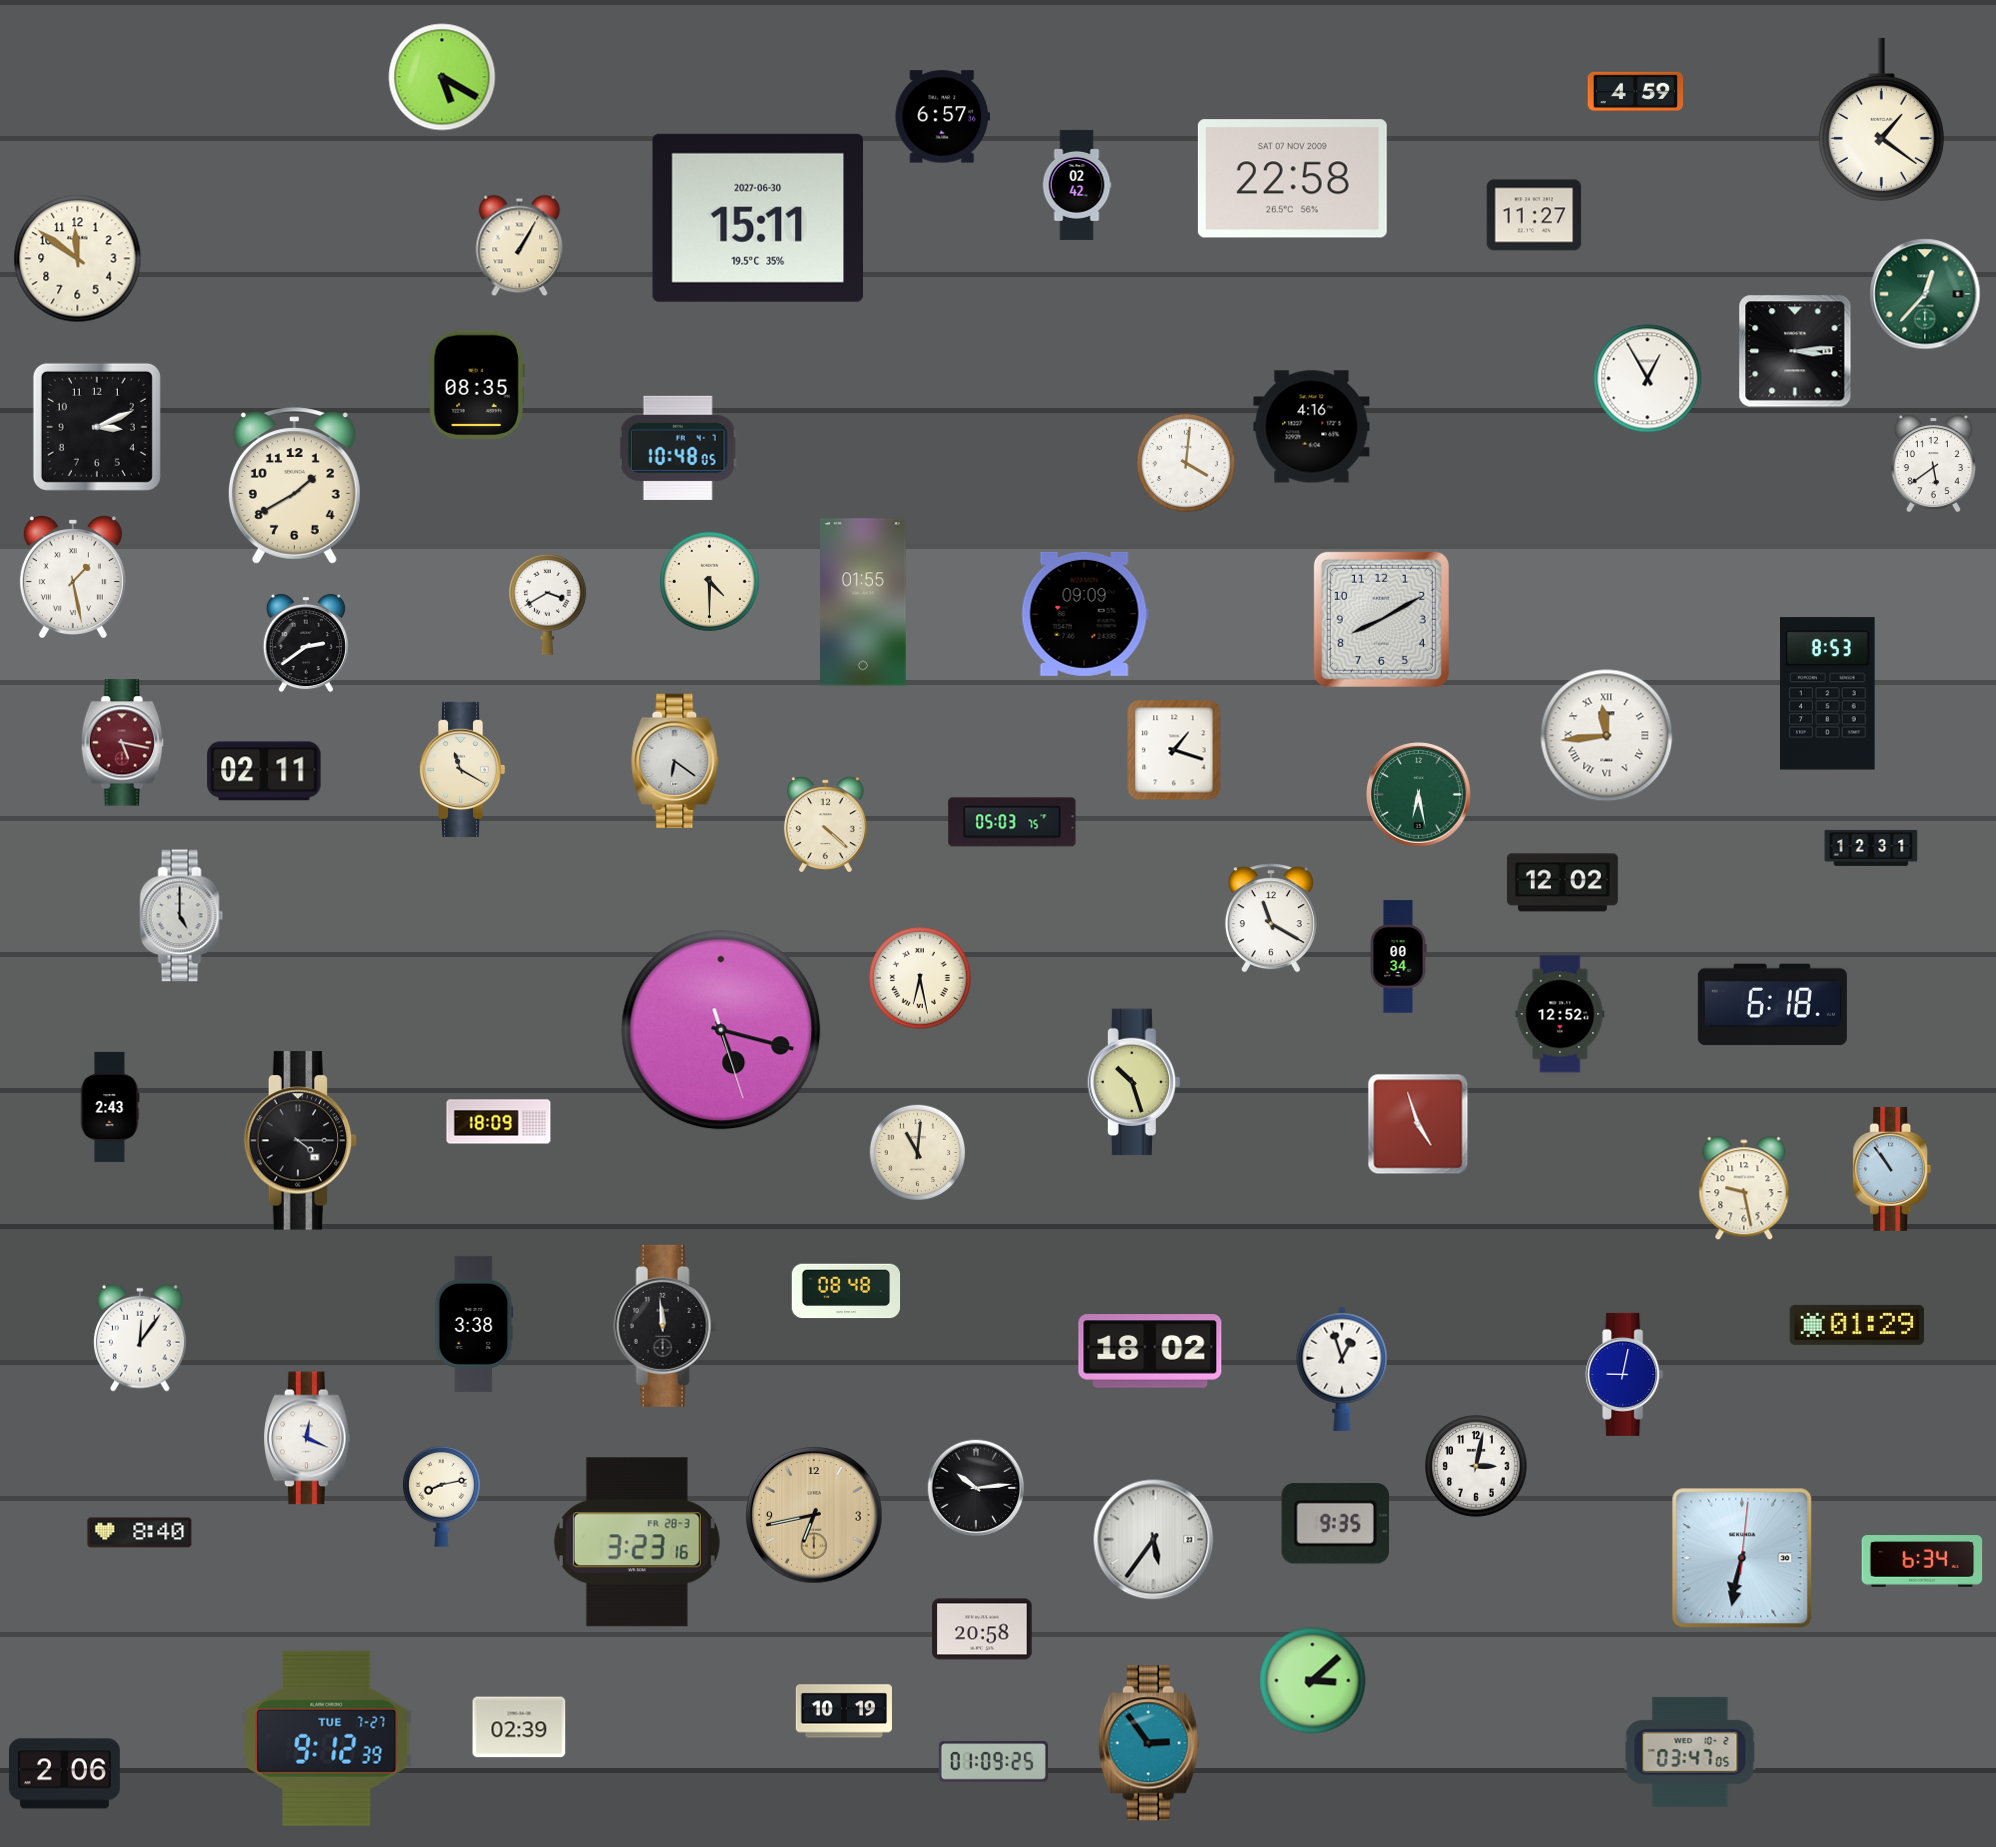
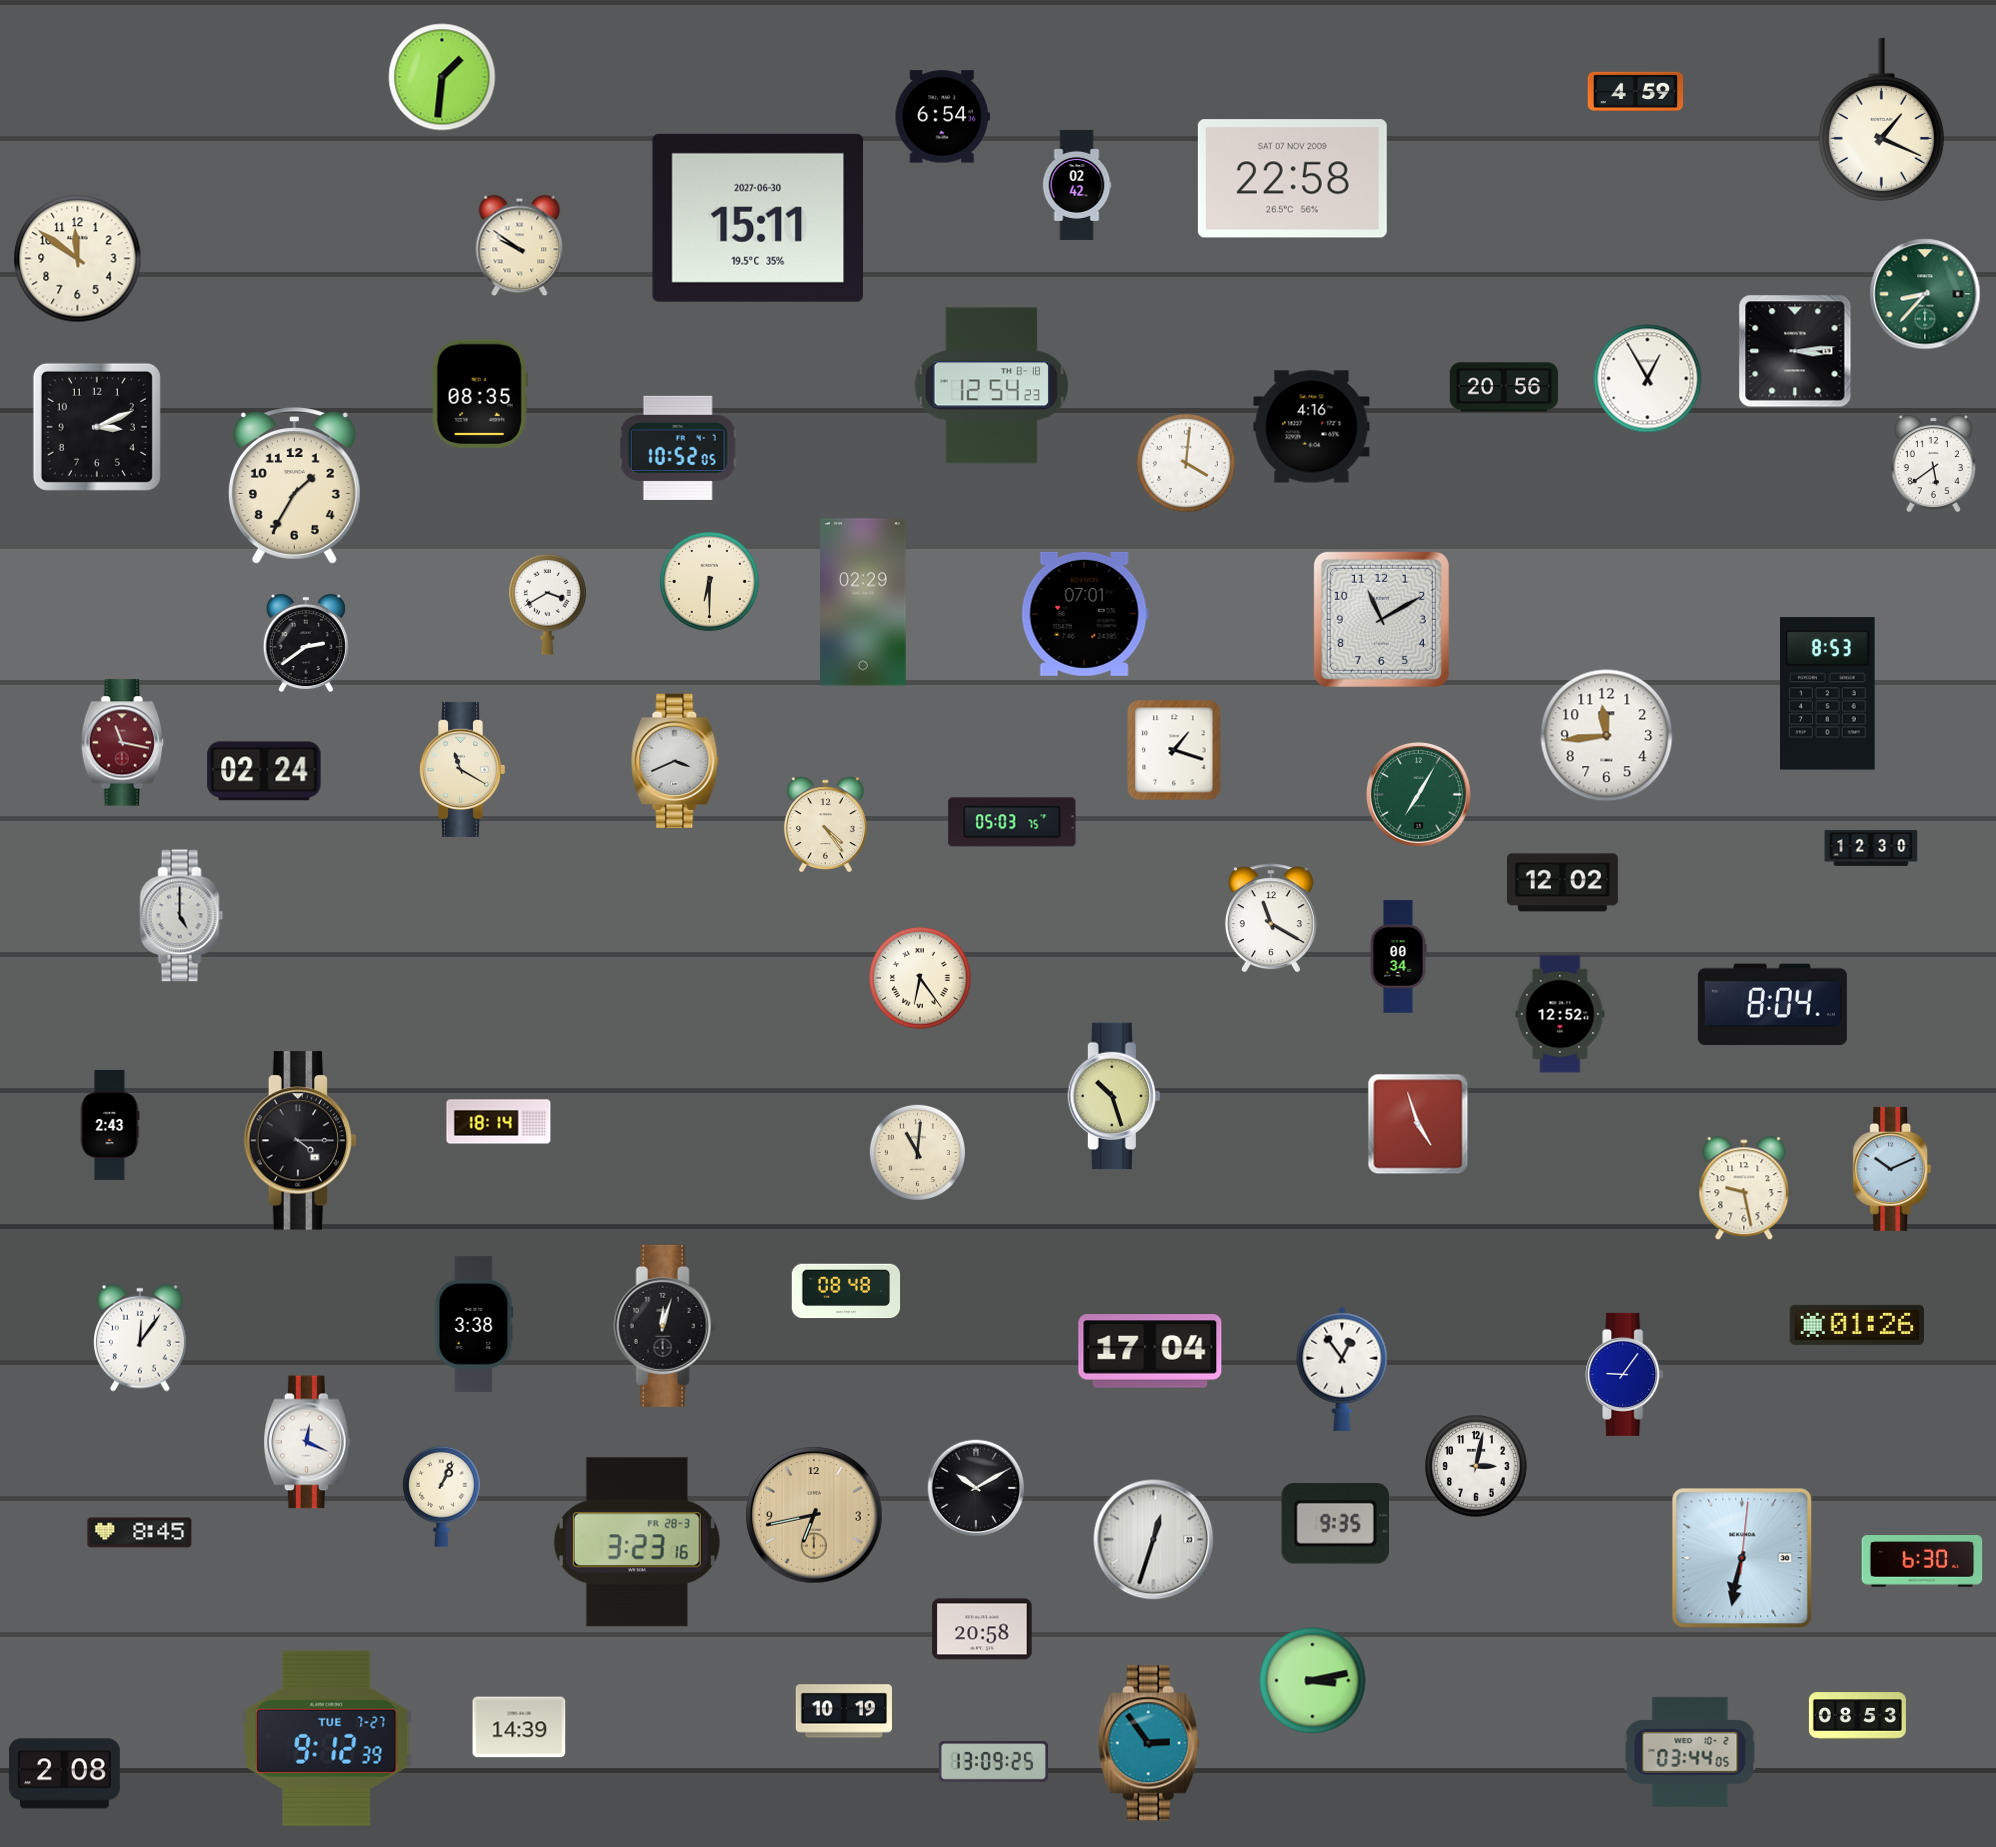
clock at (442, 77): 5:20 -> 1:31
clock at (942, 117): 6:57 -> 6:54
clock at (1881, 119): 1:21 -> 1:19
clock at (1534, 215): 11:27 -> none
clock at (520, 246): 1:05 -> 9:51
clock at (1925, 294): 12:37 -> 8:37
clock at (477, 384) position: (477, 384) -> (480, 393)
clock at (992, 386): none -> 12:54
clock at (1504, 387): none -> 20:56
clock at (678, 448): 10:48 -> 10:52
clock at (294, 486): 1:40 -> 1:35
clock at (73, 577): 1:28 -> none
clock at (709, 581): 4:30 -> 6:30
clock at (864, 602): 01:55 -> 02:29
clock at (1085, 614): 09:09 -> 07:01
clock at (1381, 619): 8:10 -> 11:10
clock at (1607, 736) numerals: Roman -> Arabic
clock at (123, 743): 5:17 -> 11:17
clock at (675, 760): 6:21 -> 3:41
clock at (264, 771): 02:11 -> 02:24
clock at (1419, 795): 6:28 -> 7:05
clock at (825, 824): 4:22 -> 4:24
clock at (1871, 848): 12:31 -> 12:30
clock at (920, 978): 6:28 -> 6:24
clock at (1772, 1005): 6:18 -> 8:04
clock at (721, 1030): 5:17 -> none
clock at (1133, 1082) position: (1133, 1082) -> (1113, 1096)
clock at (110, 1107) position: (110, 1107) -> (110, 1125)
clock at (499, 1122): 18:09 -> 18:14
clock at (1892, 1169): 10:54 -> 10:11
clock at (1856, 1325): 01:29 -> 01:26
clock at (665, 1326): 11:59 -> 12:03
clock at (1150, 1351): 18:02 -> 17:04
clock at (1342, 1369): 12:57 -> 12:54
clock at (1625, 1374): 9:02 -> 9:06
clock at (308, 1438) position: (308, 1438) -> (308, 1442)
clock at (976, 1488): 10:14 -> 10:10
clock at (442, 1496): 8:13 -> 1:04
clock at (140, 1533): 8:40 -> 8:45
clock at (1154, 1540): 5:36 -> 12:33
clock at (1922, 1561): 6:34 -> 6:30
clock at (1313, 1681): 3:08 -> 3:13
clock at (1857, 1716): none -> 08:53
clock at (519, 1727): 02:39 -> 14:39
clock at (1690, 1752): 03:47 -> 03:44
clock at (993, 1762): 01:09 -> 13:09
clock at (64, 1774): 2:06 -> 2:08
